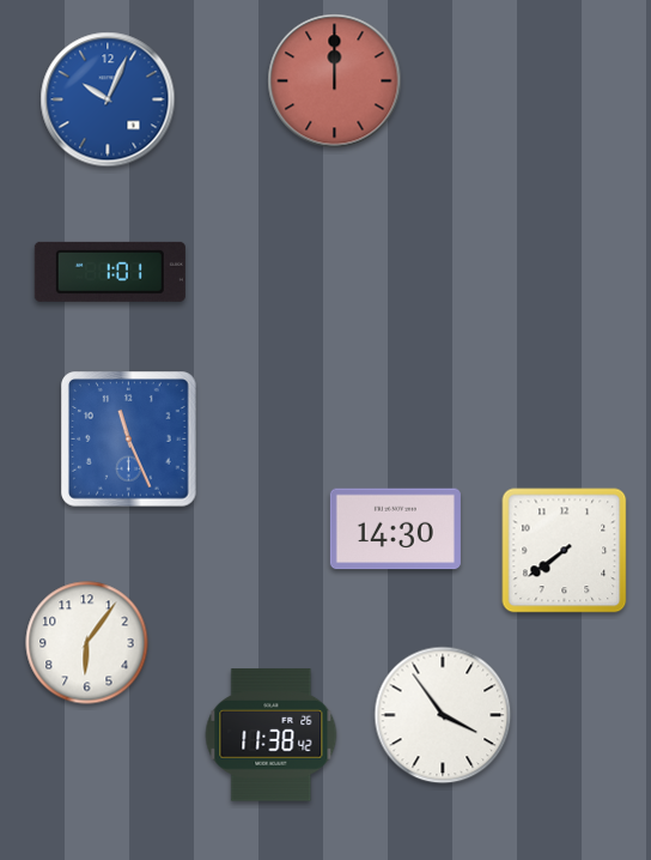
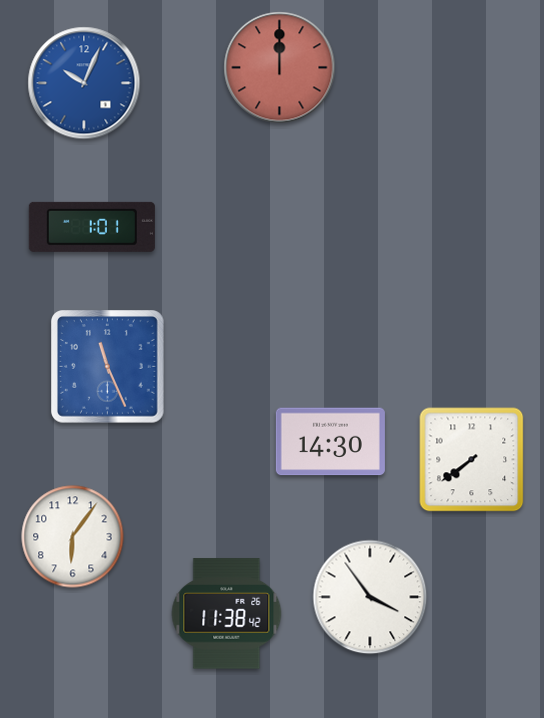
clock at (108, 99) position: (108, 99) -> (84, 83)
